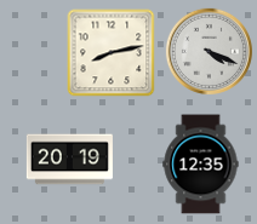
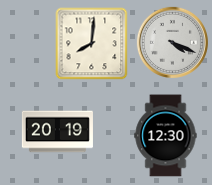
clock at (112, 53): 8:13 -> 8:01
clock at (201, 165): 12:35 -> 12:30
